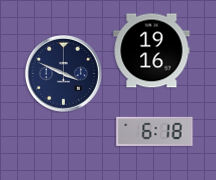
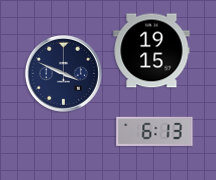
clock at (152, 51): 19:16 -> 19:15
clock at (155, 131): 6:18 -> 6:13
